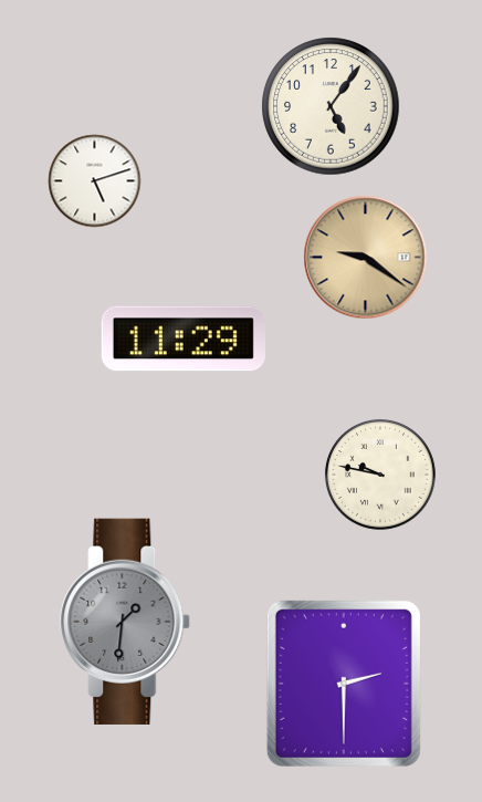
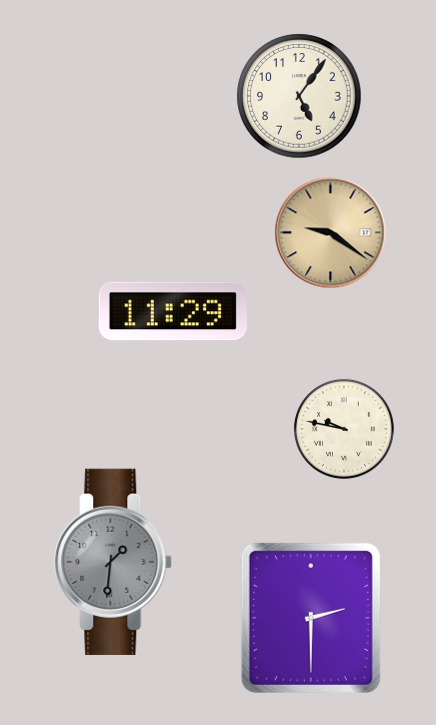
clock at (95, 181): 5:12 -> none
clock at (184, 338) position: (184, 338) -> (173, 311)
